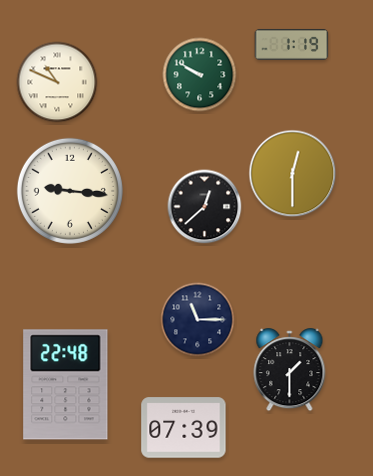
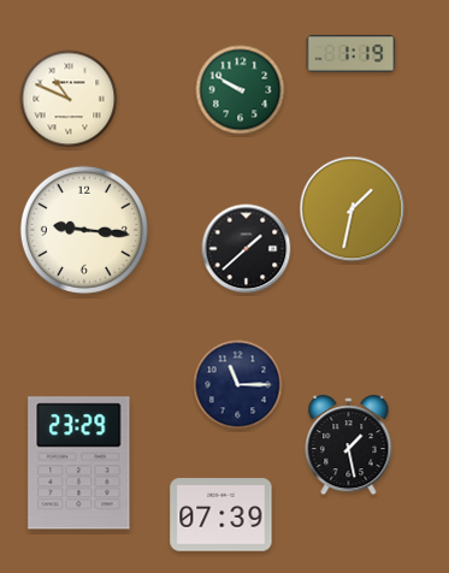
clock at (293, 174): 12:30 -> 1:32
clock at (205, 207): 12:38 -> 1:38
clock at (290, 370): 1:30 -> 1:28
clock at (66, 385): 22:48 -> 23:29
